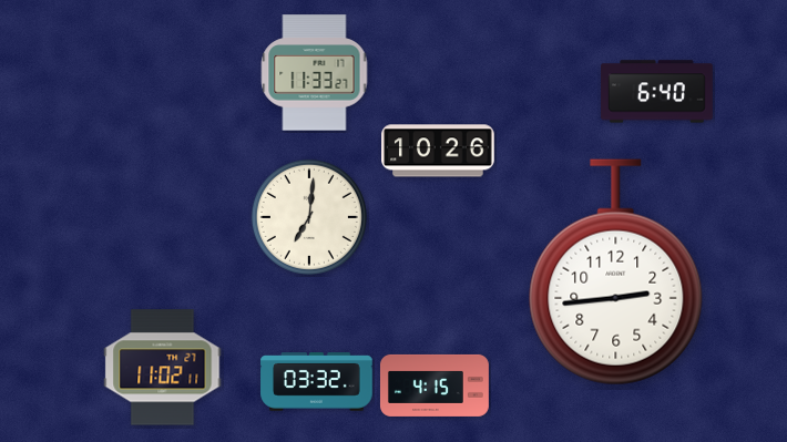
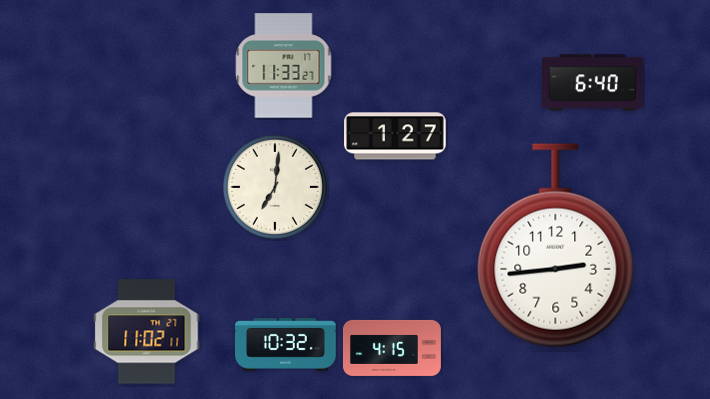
clock at (438, 151): 10:26 -> 1:27
clock at (309, 217) position: (309, 217) -> (275, 187)
clock at (317, 382): 03:32 -> 10:32
